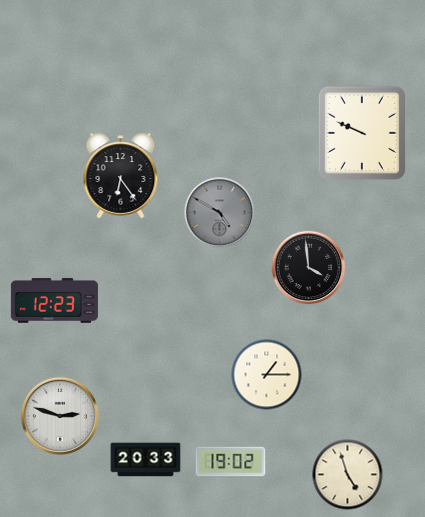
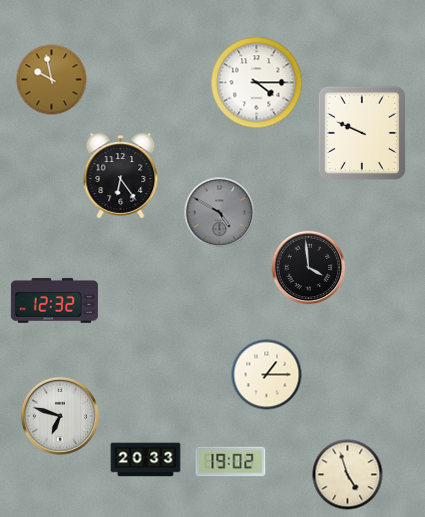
clock at (52, 80): none -> 9:58
clock at (257, 83): none -> 4:15
clock at (54, 301): 12:23 -> 12:32
clock at (60, 416): 2:48 -> 6:48
